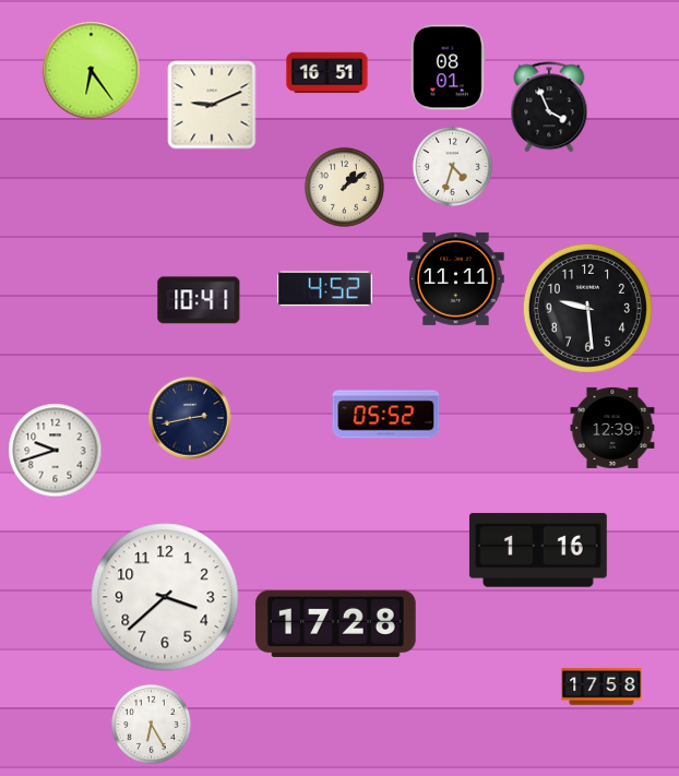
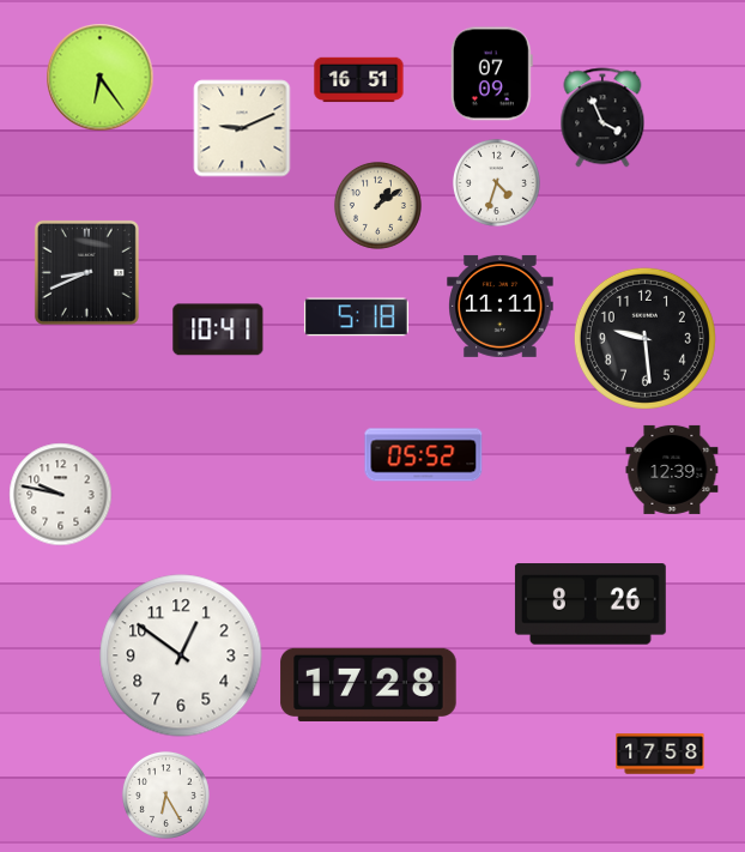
clock at (448, 68): 08:01 -> 07:09
clock at (212, 105) position: (212, 105) -> (242, 128)
clock at (86, 272): none -> 8:41
clock at (324, 289): 4:52 -> 5:18
clock at (190, 418): 2:43 -> none
clock at (56, 451): 9:42 -> 9:47
clock at (538, 550): 1:16 -> 8:26
clock at (165, 597): 3:38 -> 12:51
